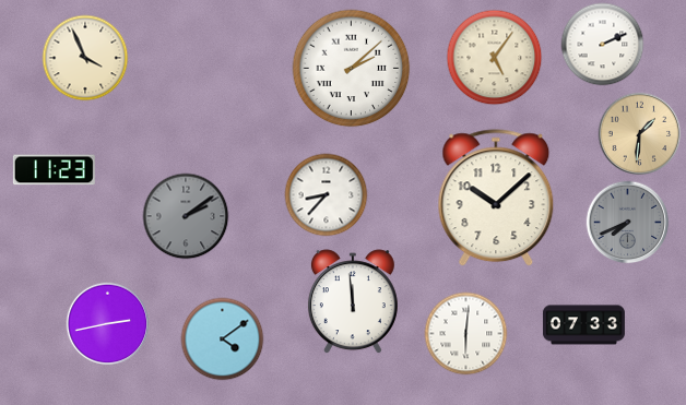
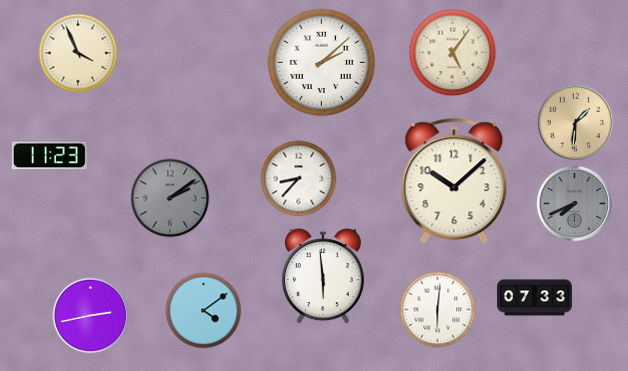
clock at (603, 45): 2:11 -> none
clock at (640, 134) position: (640, 134) -> (576, 123)
clock at (353, 302): 11:59 -> 5:59
clock at (108, 324) position: (108, 324) -> (91, 316)
clock at (466, 334) position: (466, 334) -> (438, 310)
